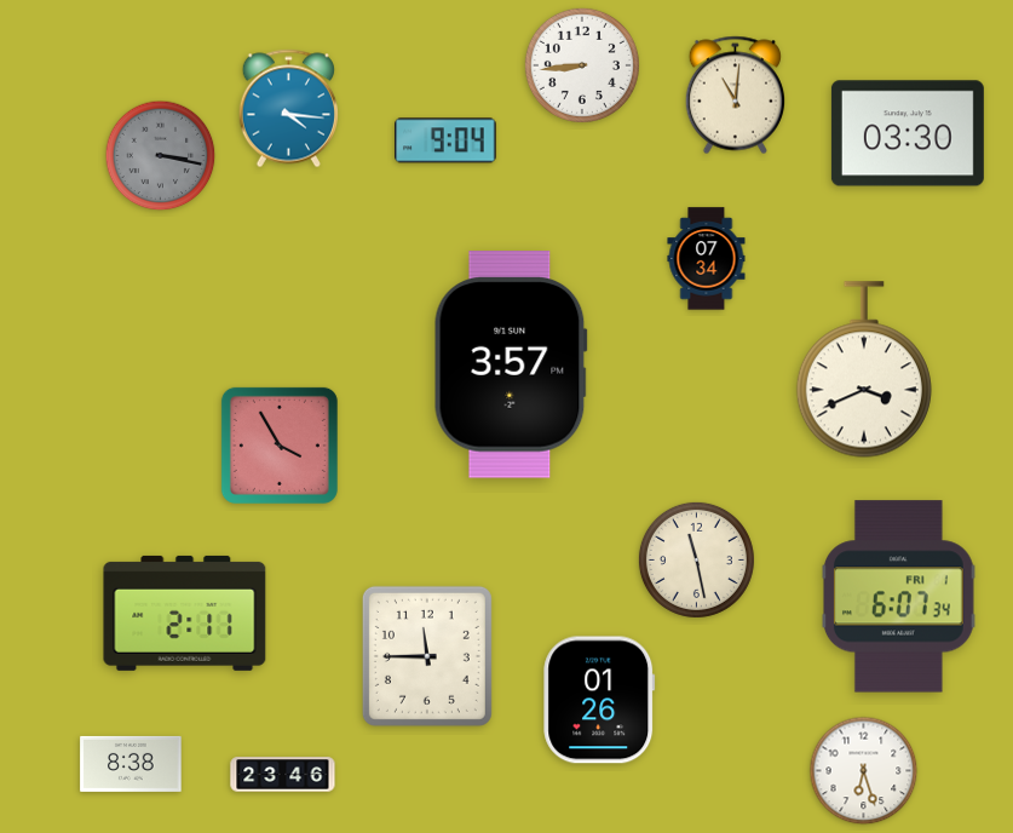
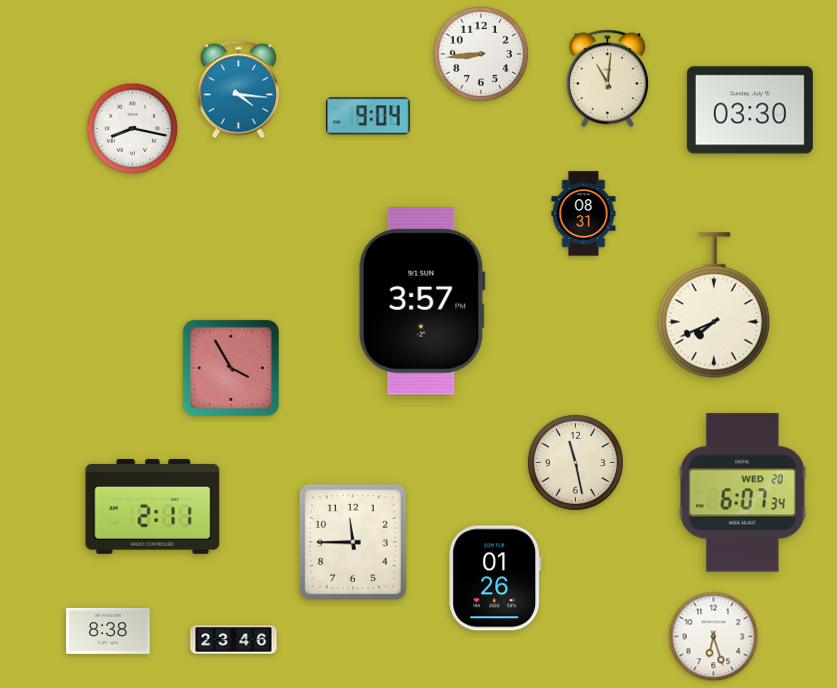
clock at (161, 156): 3:17 -> 8:17
clock at (161, 156) dial: grey -> white
clock at (707, 259): 07:34 -> 08:31
clock at (864, 369): 3:41 -> 7:41
clock at (898, 597) date: FRI 1 -> WED 20
